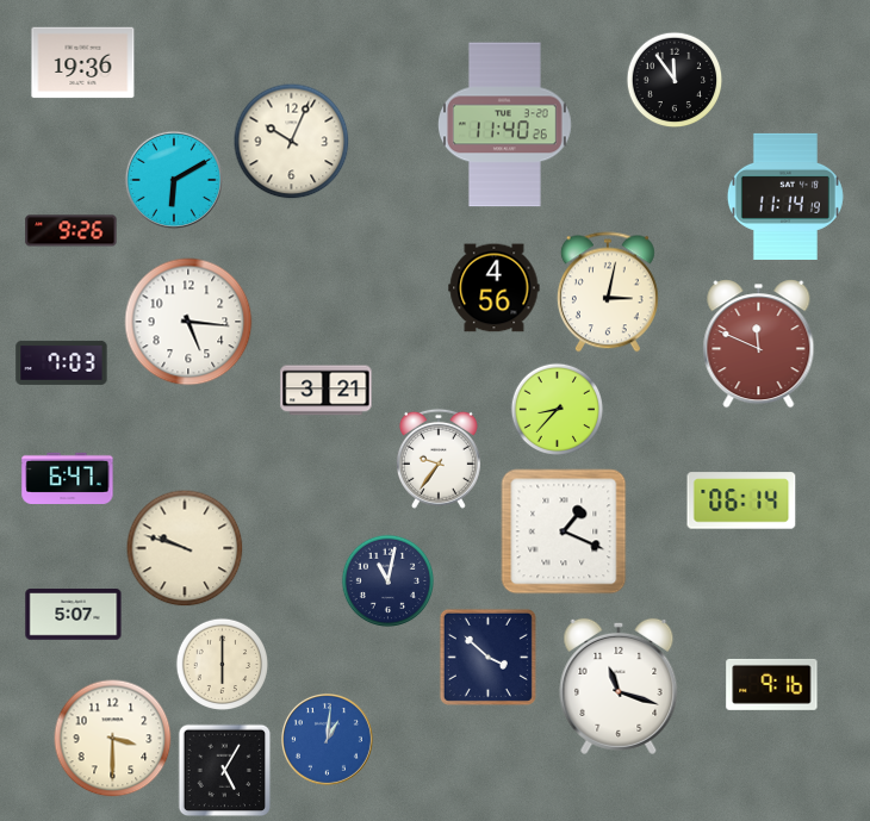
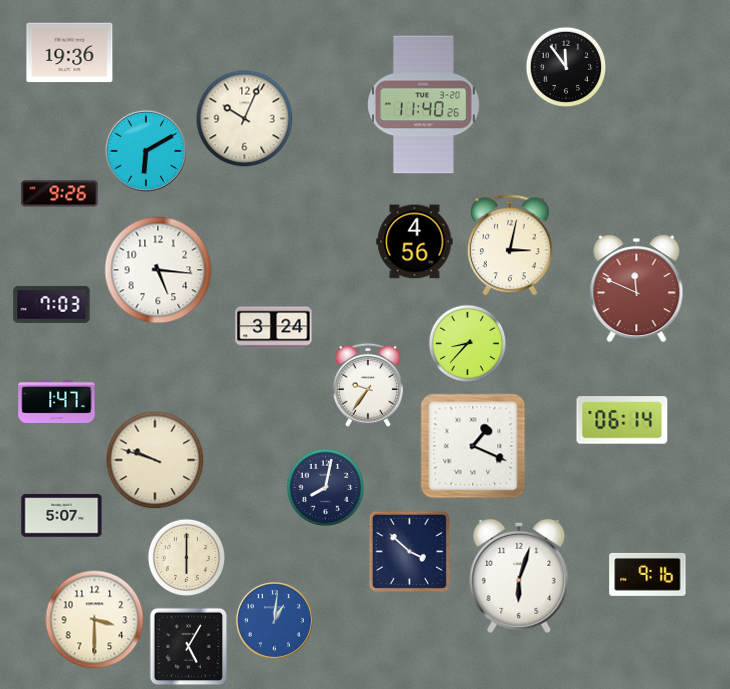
clock at (785, 197): 11:14 -> none
clock at (327, 391): 3:21 -> 3:24
clock at (68, 478): 6:47 -> 1:47
clock at (387, 580): 11:02 -> 8:02
clock at (619, 686): 11:18 -> 6:03
